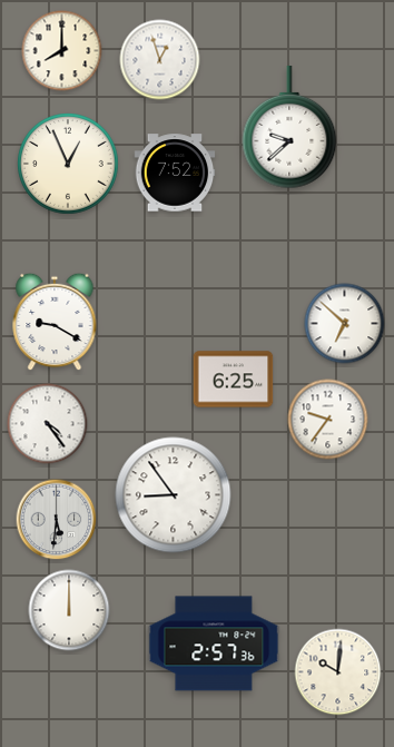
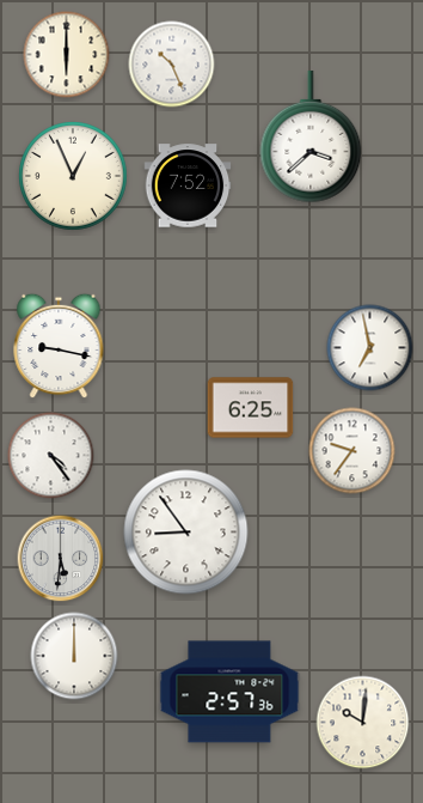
clock at (62, 51): 8:00 -> 6:00
clock at (160, 60): 12:57 -> 10:26
clock at (289, 127): 9:38 -> 3:38
clock at (55, 322): 9:20 -> 9:17
clock at (345, 324): 6:52 -> 6:58
